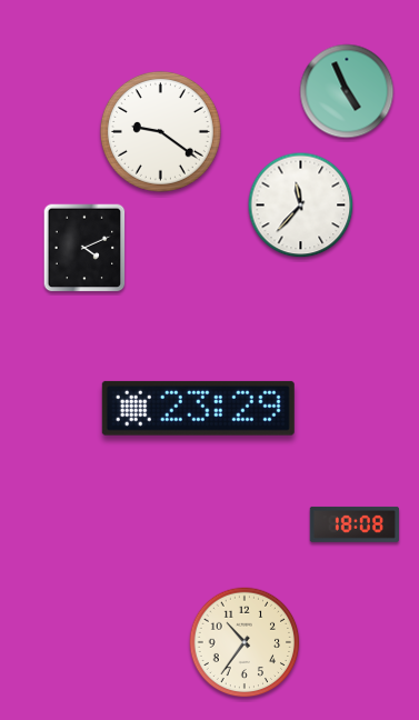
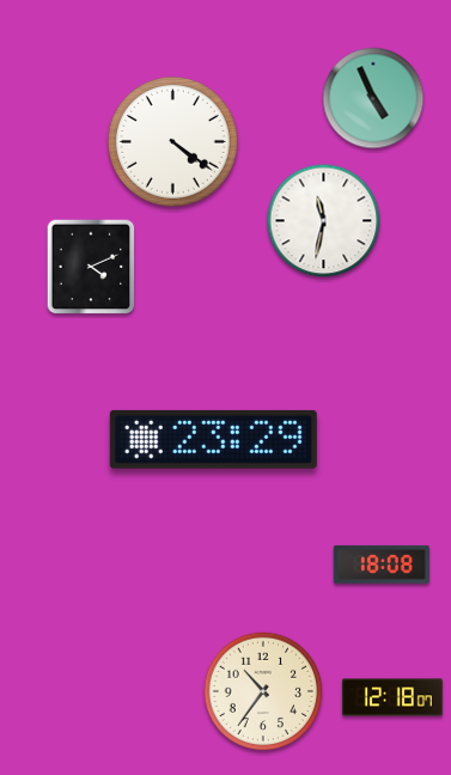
clock at (160, 131): 9:21 -> 4:21
clock at (301, 206): 11:37 -> 11:32
clock at (392, 697): none -> 12:18
